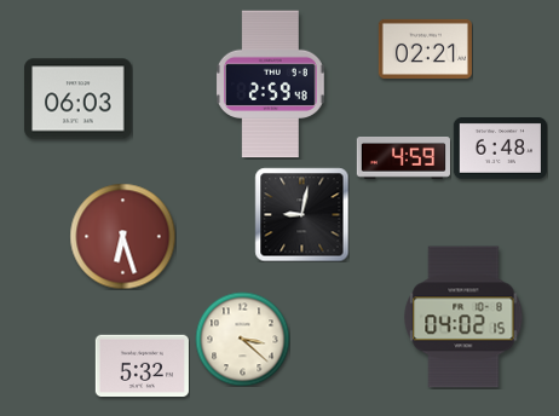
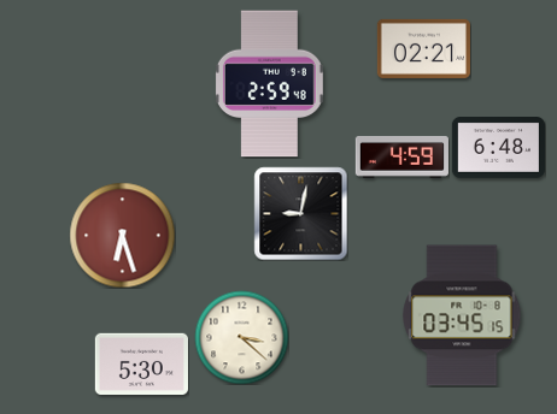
clock at (79, 99): 06:03 -> none
clock at (463, 317): 04:02 -> 03:45
clock at (142, 365): 5:32 -> 5:30
